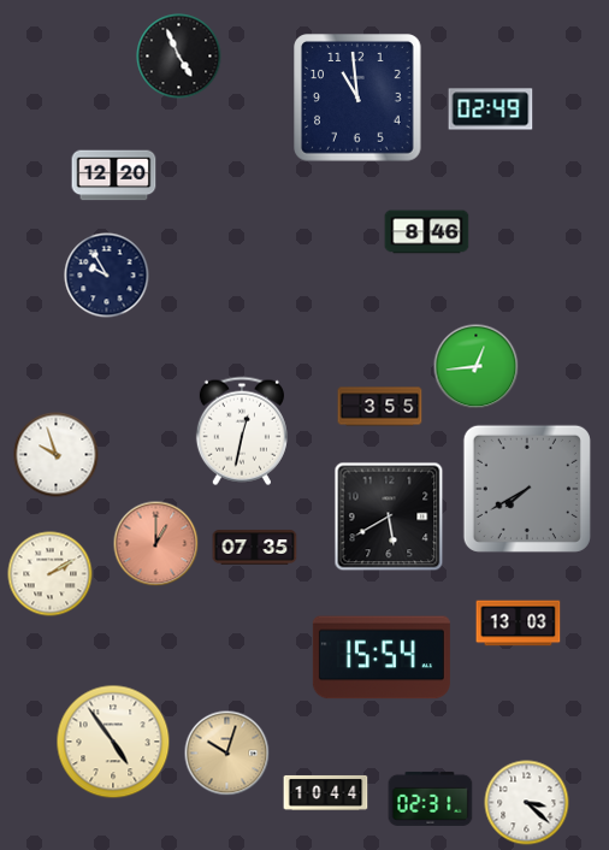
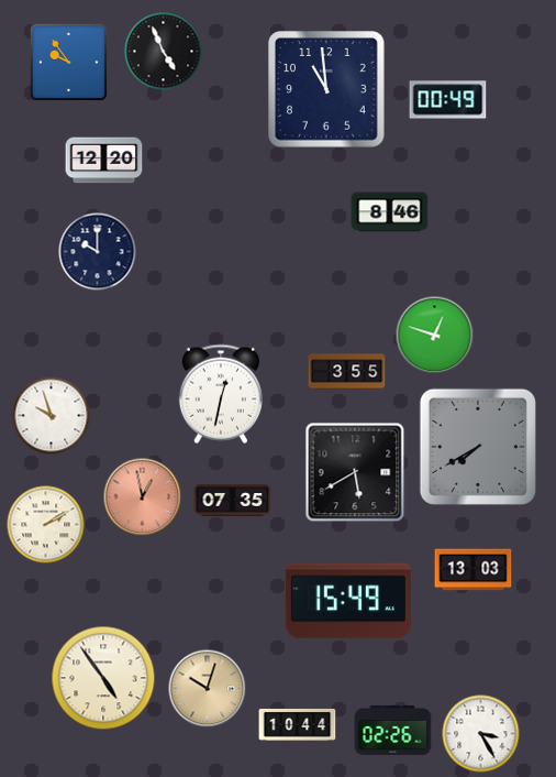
clock at (69, 63): none -> 9:54
clock at (491, 110): 02:49 -> 00:49
clock at (107, 276): 9:55 -> 10:00
clock at (477, 367): 12:44 -> 12:48
clock at (527, 489) position: (527, 489) -> (478, 447)
clock at (156, 544): 1:00 -> 12:58
clock at (382, 657): 15:54 -> 15:49
clock at (431, 798): 02:31 -> 02:26
clock at (527, 803): 3:22 -> 3:25
